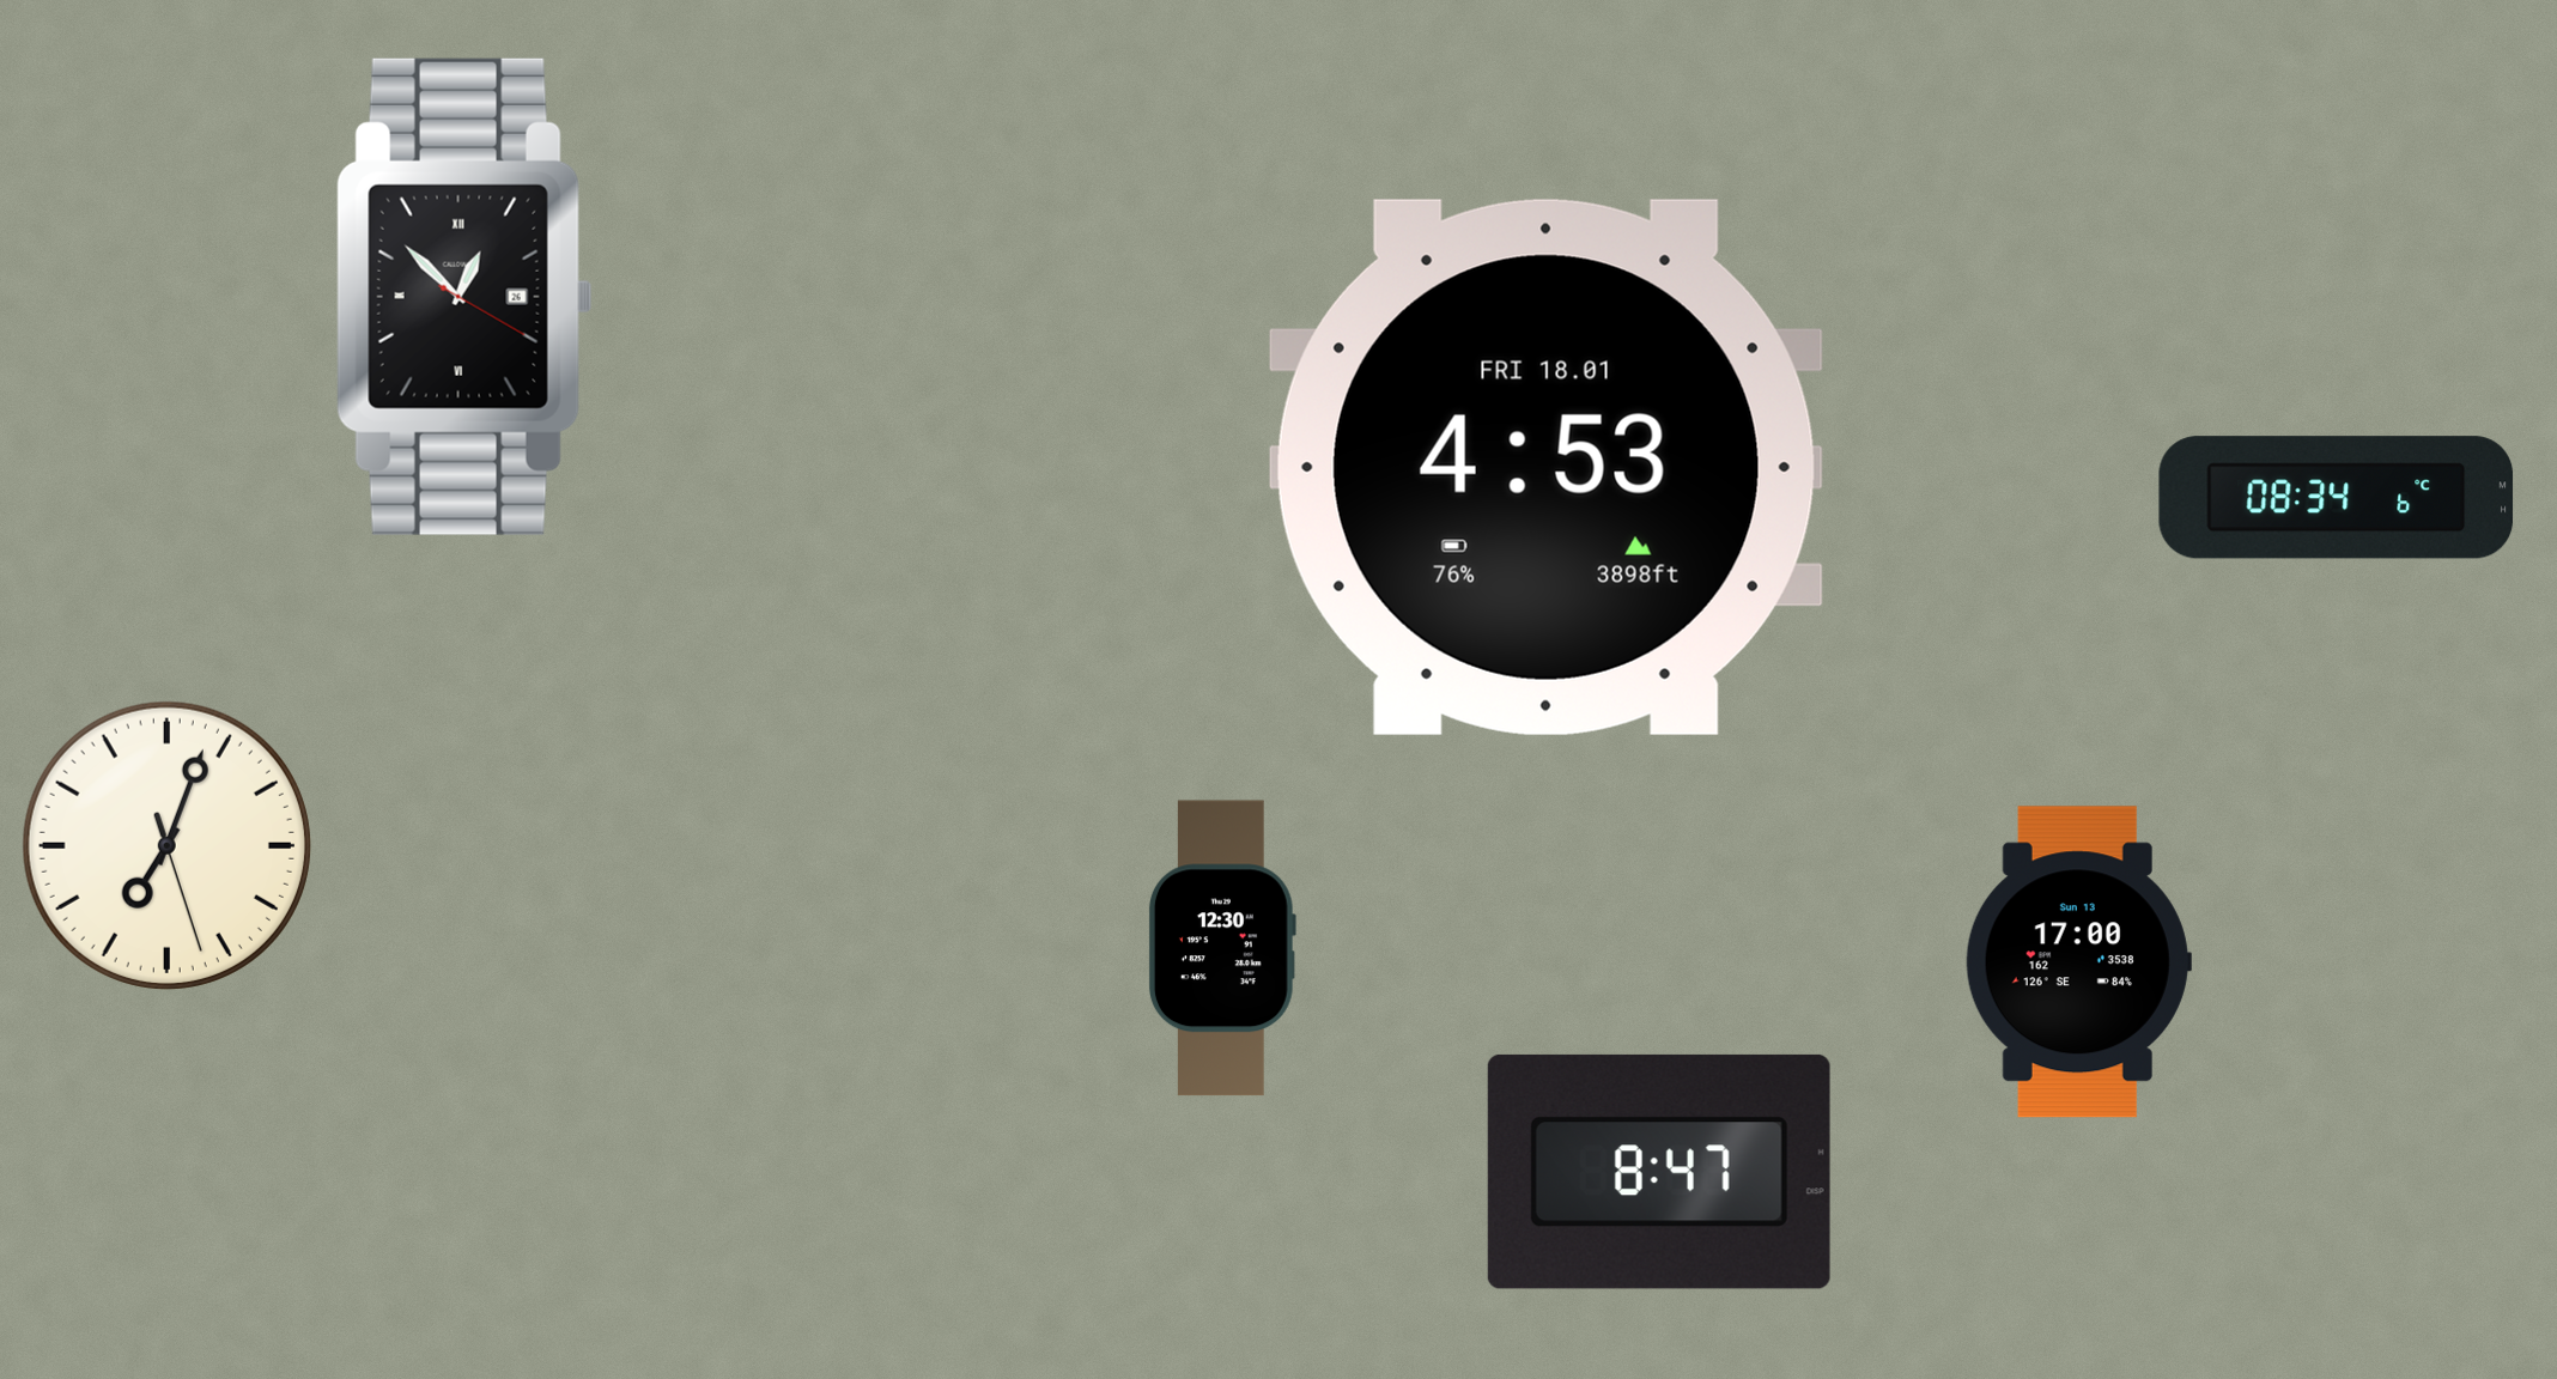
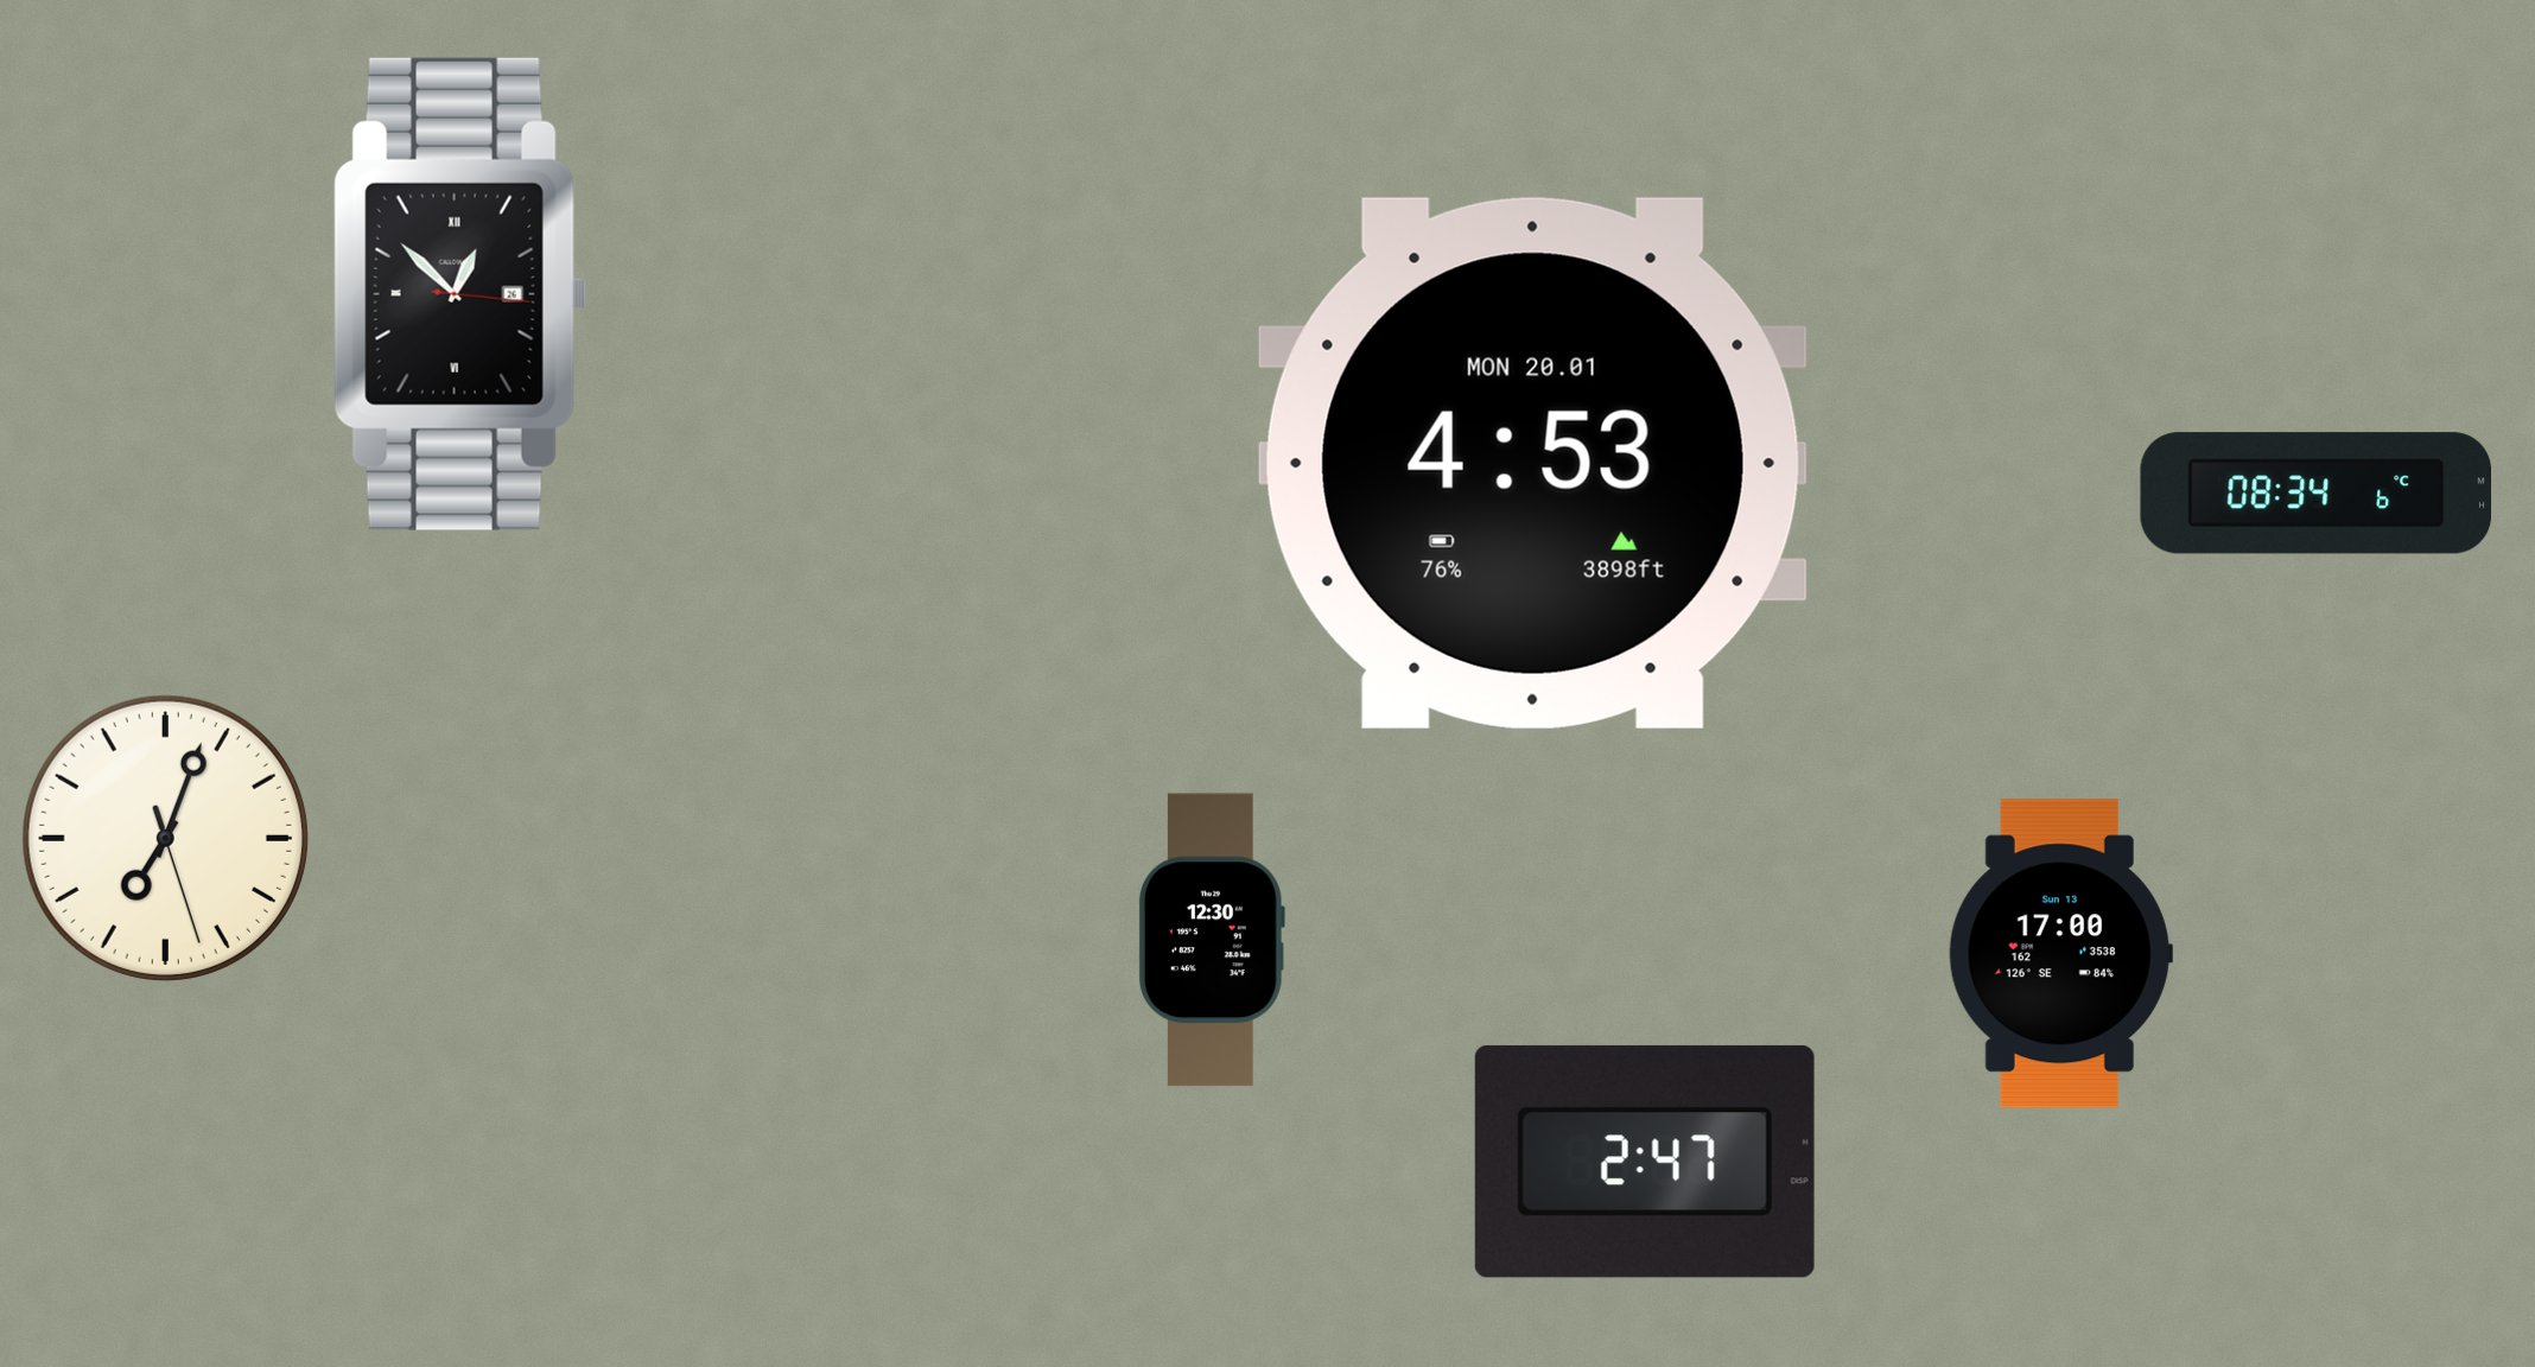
clock at (464, 297): 12:52:20 -> 12:52:16
clock at (1545, 467) date: FRI 18.01 -> MON 20.01
clock at (1659, 1172): 8:47 -> 2:47
